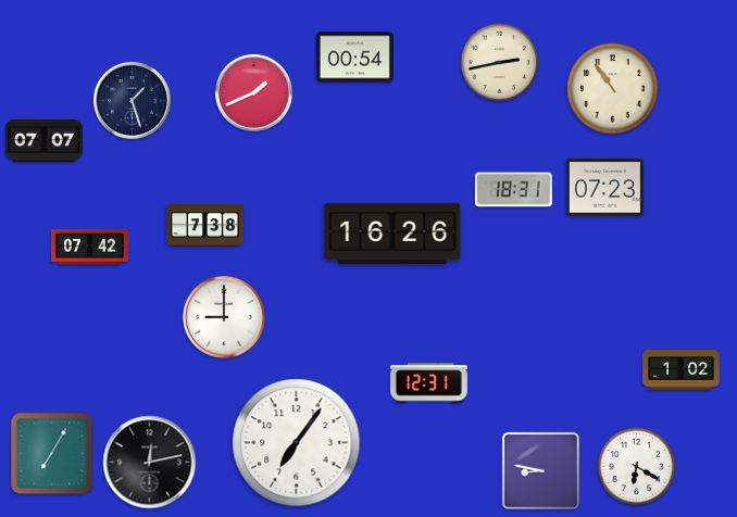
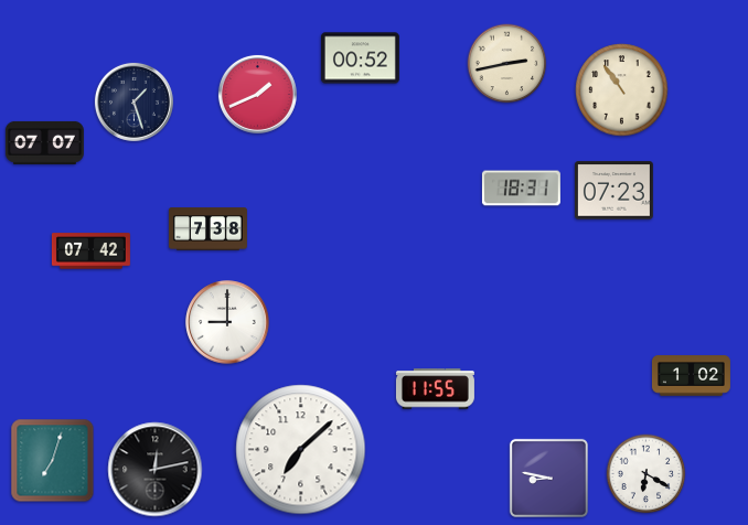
clock at (354, 58): 00:54 -> 00:52
clock at (513, 190) position: (513, 190) -> (521, 189)
clock at (392, 234): 16:26 -> none
clock at (428, 383): 12:31 -> 11:55
clock at (297, 443): 7:06 -> 7:08
clock at (52, 454): 7:05 -> 7:03
clock at (150, 463) position: (150, 463) -> (156, 470)
